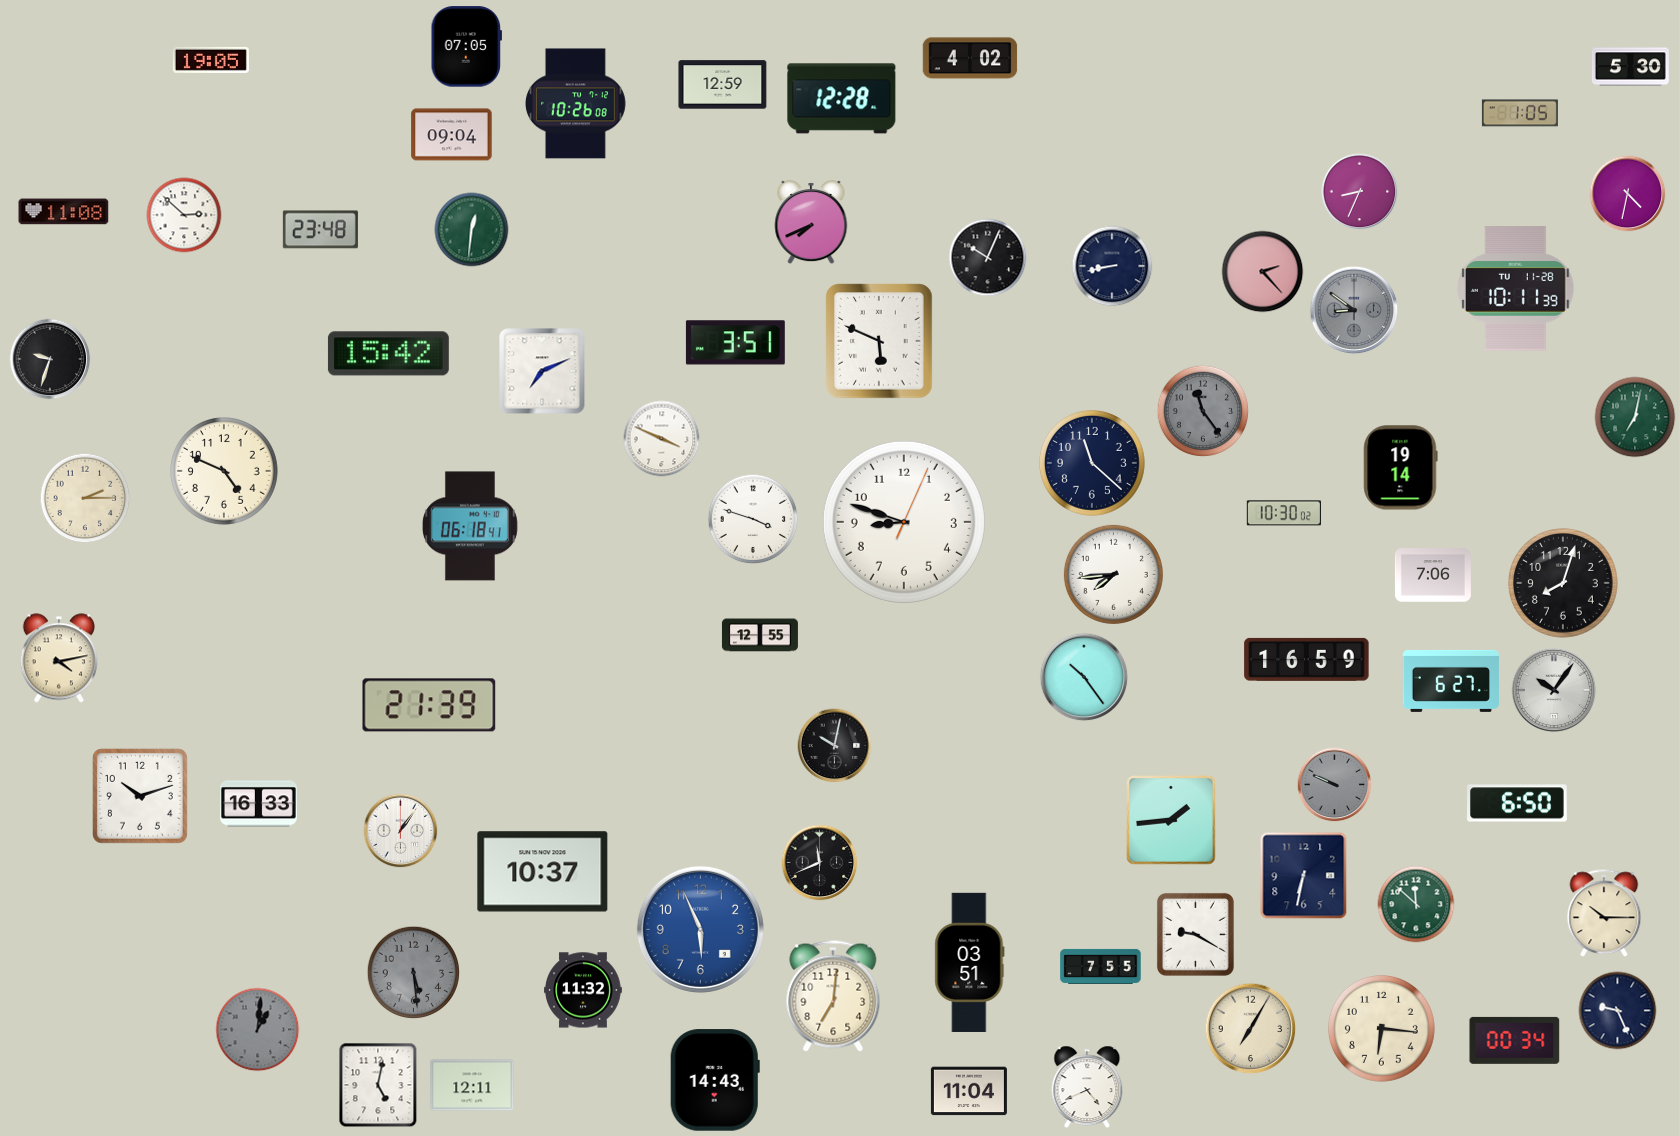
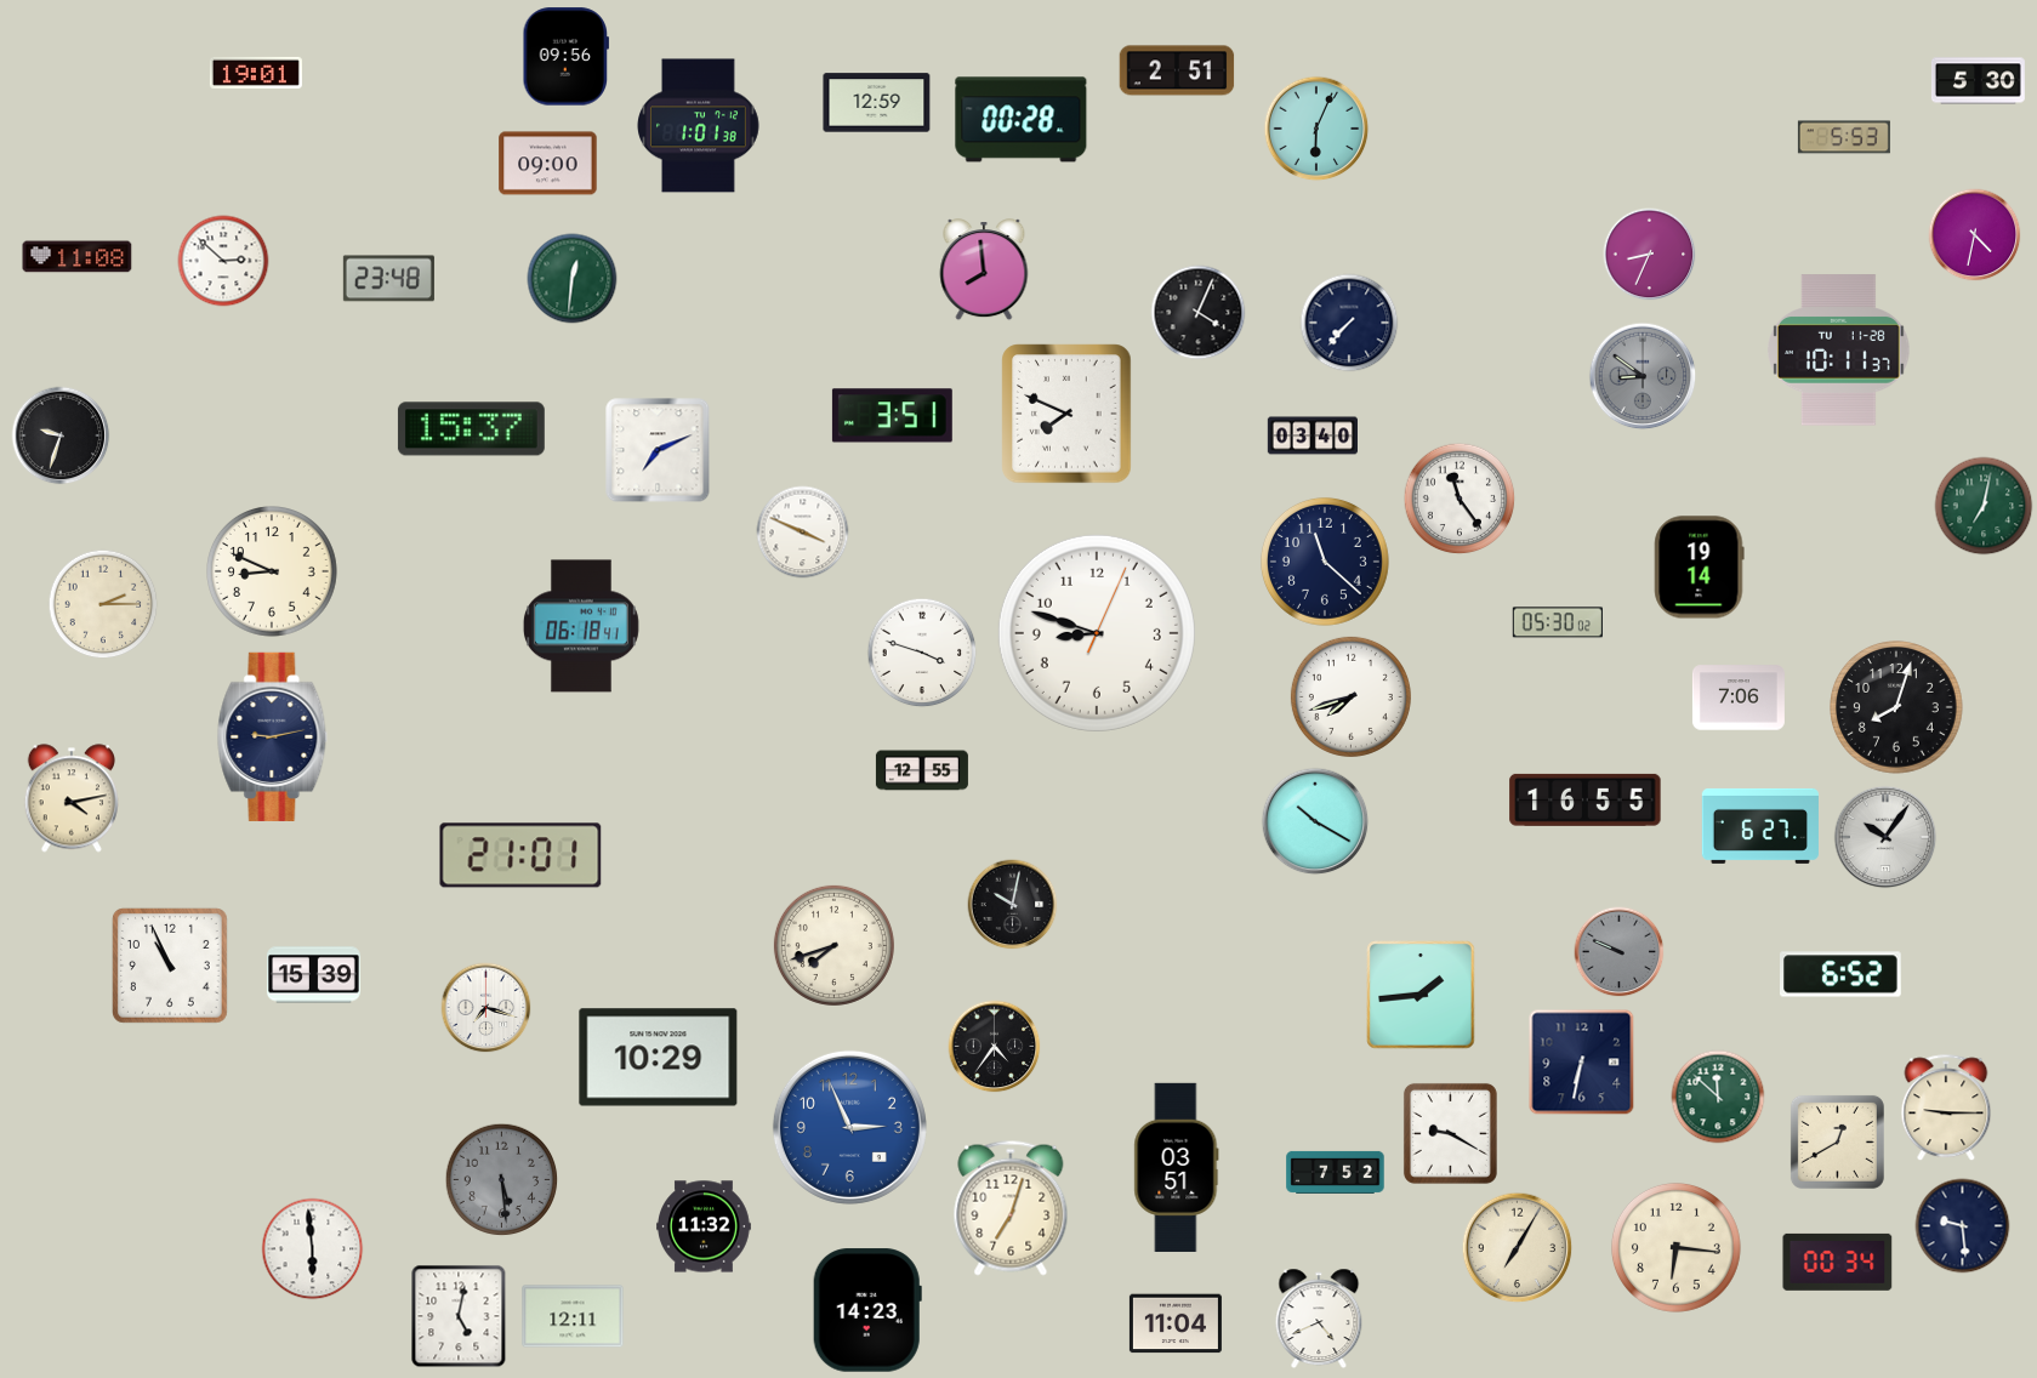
clock at (466, 47): 07:05 -> 09:56
clock at (970, 58): 4:02 -> 2:51
clock at (211, 60): 19:05 -> 19:01
clock at (842, 99): 12:28 -> 00:28
clock at (576, 104): 10:26 -> 1:01
clock at (1316, 129): none -> 6:04
clock at (1520, 113): 1:05 -> 5:53
clock at (452, 135): 09:04 -> 09:00
clock at (1360, 192) position: (1360, 192) -> (1650, 255)
clock at (811, 223): 7:41 -> 7:59
clock at (988, 258): 10:04 -> 4:04
clock at (1112, 266): 8:43 -> 7:37
clock at (1263, 272): 2:23 -> none
clock at (1516, 289): 10:11:39 -> 10:11:37
clock at (879, 341): 5:49 -> 7:49
clock at (388, 354): 15:42 -> 15:37
clock at (1311, 435): none -> 03:40
clock at (1203, 411) dial: grey -> white
clock at (225, 472): 4:49 -> 8:49
clock at (1284, 513): 10:30 -> 05:30
clock at (753, 519) position: (753, 519) -> (922, 653)
clock at (470, 526) position: (470, 526) -> (581, 626)
clock at (1113, 574): 7:44 -> 7:42
clock at (273, 736): none -> 9:13
clock at (1307, 659): 16:59 -> 16:55
clock at (1084, 677): 10:24 -> 10:20
clock at (429, 705): 21:39 -> 21:01
clock at (833, 945): none -> 7:42
clock at (140, 796): 10:12 -> 10:56
clock at (1518, 803): 6:50 -> 6:52
clock at (258, 804): 16:33 -> 15:39
clock at (401, 831): 1:06 -> 7:18
clock at (820, 863): 11:41 -> 4:36
clock at (543, 872): 10:37 -> 10:29
clock at (1604, 914): 10:15 -> 9:15
clock at (700, 929): 5:56 -> 2:56
clock at (1837, 1141): none -> 12:40
clock at (1101, 966): 7:55 -> 7:52
clock at (584, 990) position: (584, 990) -> (705, 1226)
clock at (833, 996): 7:01 -> 7:03
clock at (1618, 1011): 9:26 -> 9:29
clock at (258, 1030): 1:01 -> 5:59
clock at (258, 1030) dial: grey -> white
clock at (715, 1080): 14:43 -> 14:23
